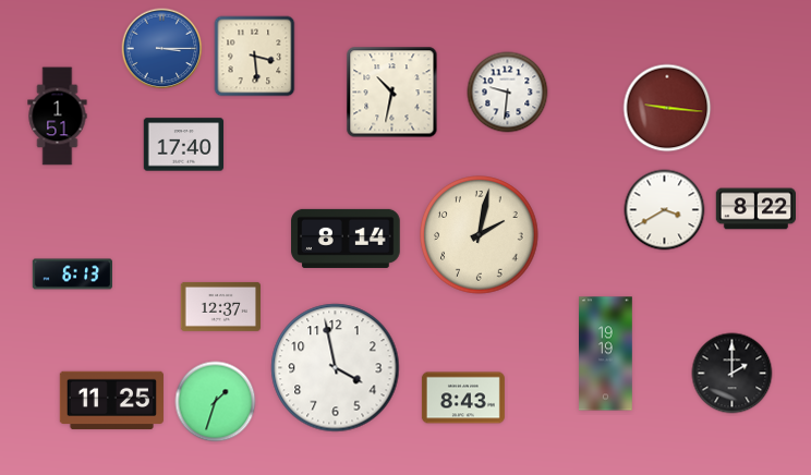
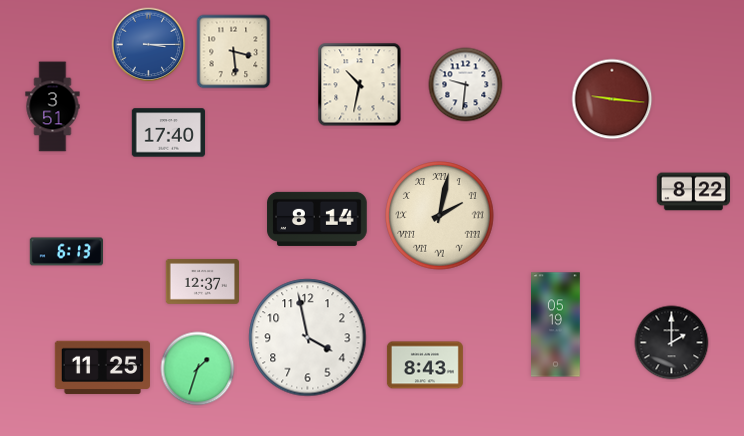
clock at (58, 117): 1:51 -> 3:51
clock at (665, 210): 3:40 -> none
clock at (480, 235) numerals: Arabic -> Roman
clock at (606, 354): 19:19 -> 05:19
